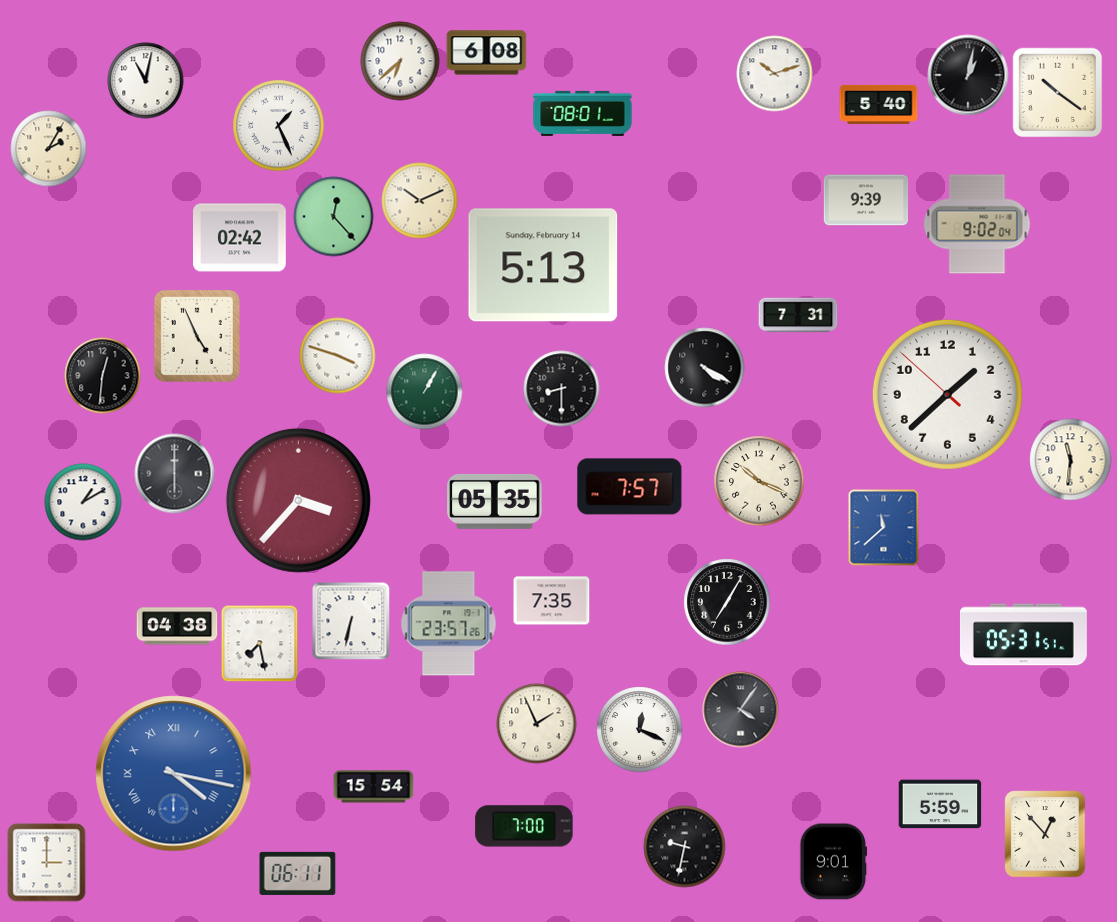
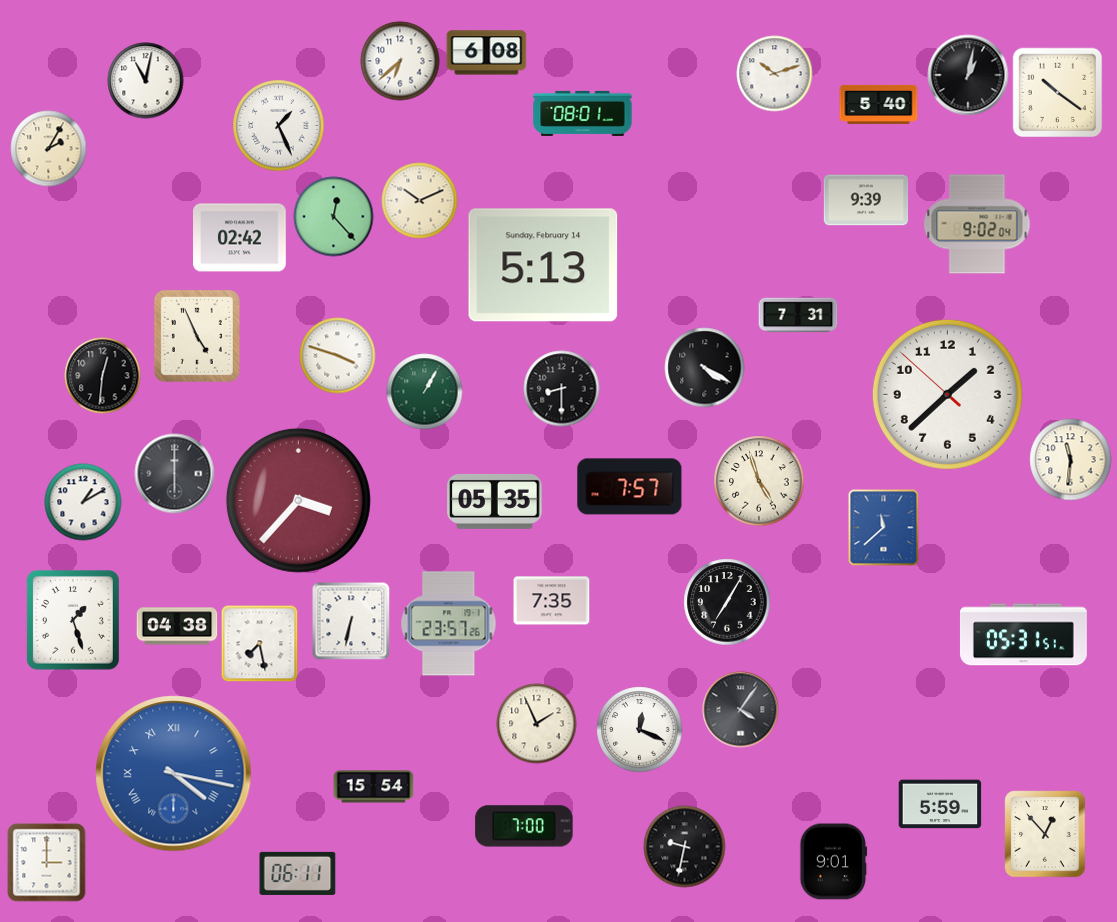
clock at (759, 481): 10:19 -> 4:57
clock at (73, 620): none -> 1:27
